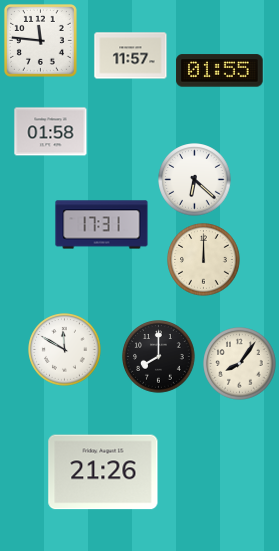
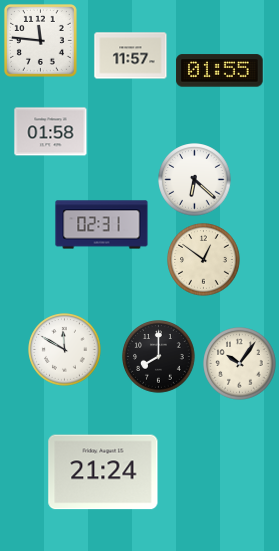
clock at (102, 225): 17:31 -> 02:31
clock at (204, 260): 12:00 -> 12:51
clock at (240, 364): 8:06 -> 10:06
clock at (103, 472): 21:26 -> 21:24
